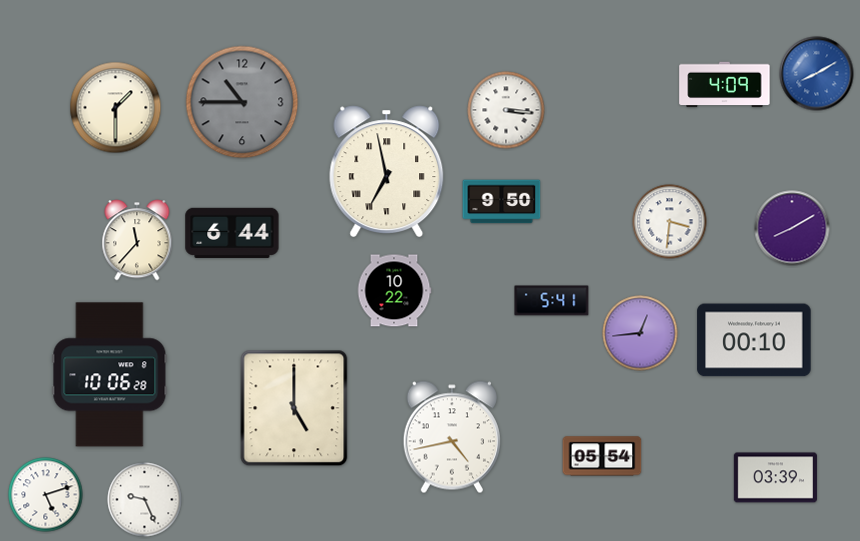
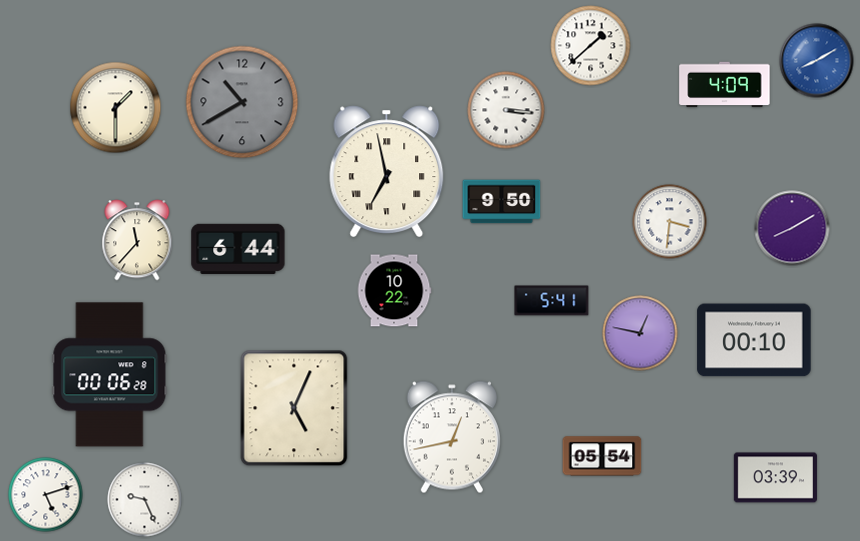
clock at (591, 46): none -> 1:38
clock at (817, 74) position: (817, 74) -> (817, 61)
clock at (242, 102): 10:45 -> 10:40
clock at (232, 233) position: (232, 233) -> (238, 249)
clock at (640, 333): 12:44 -> 12:47
clock at (110, 375): 10:06 -> 00:06
clock at (294, 408): 5:00 -> 5:04
clock at (452, 437): 4:43 -> 12:43
